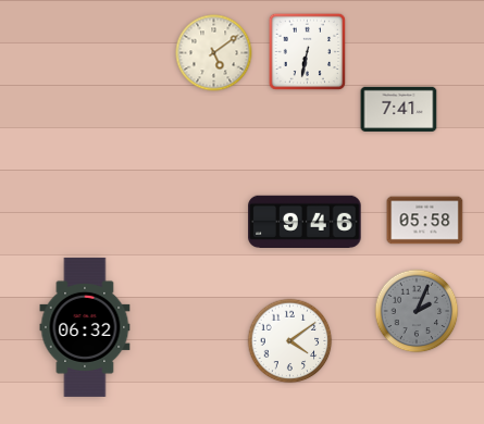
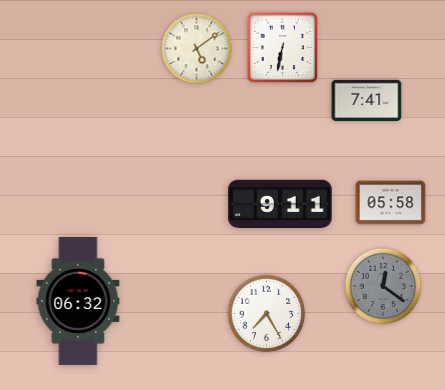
clock at (305, 222): 9:46 -> 9:11
clock at (417, 311): 2:04 -> 12:21
clock at (290, 341): 4:09 -> 7:25
